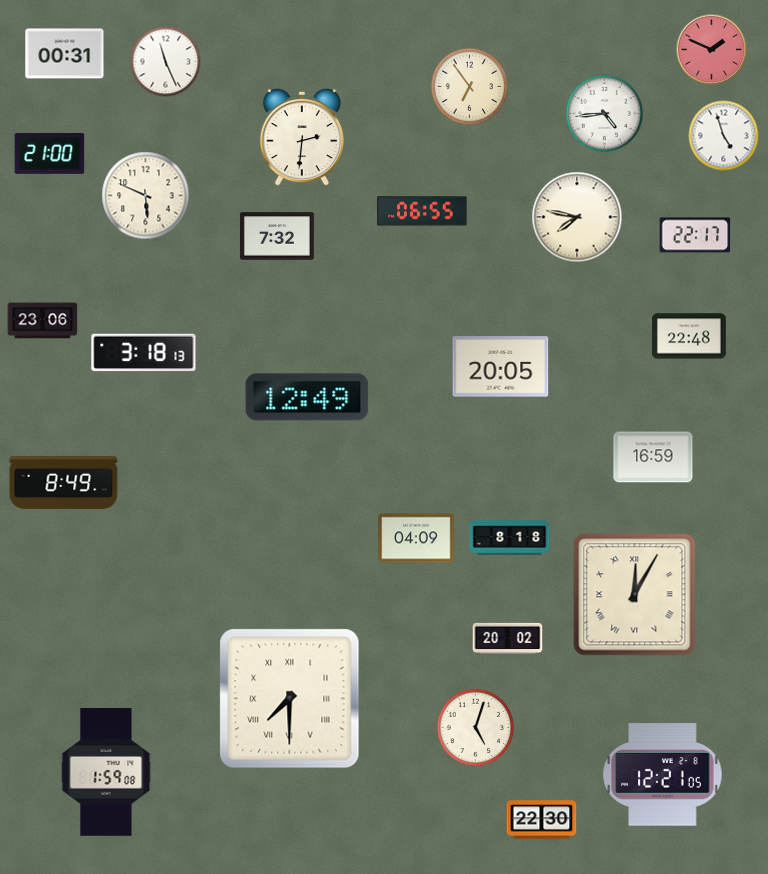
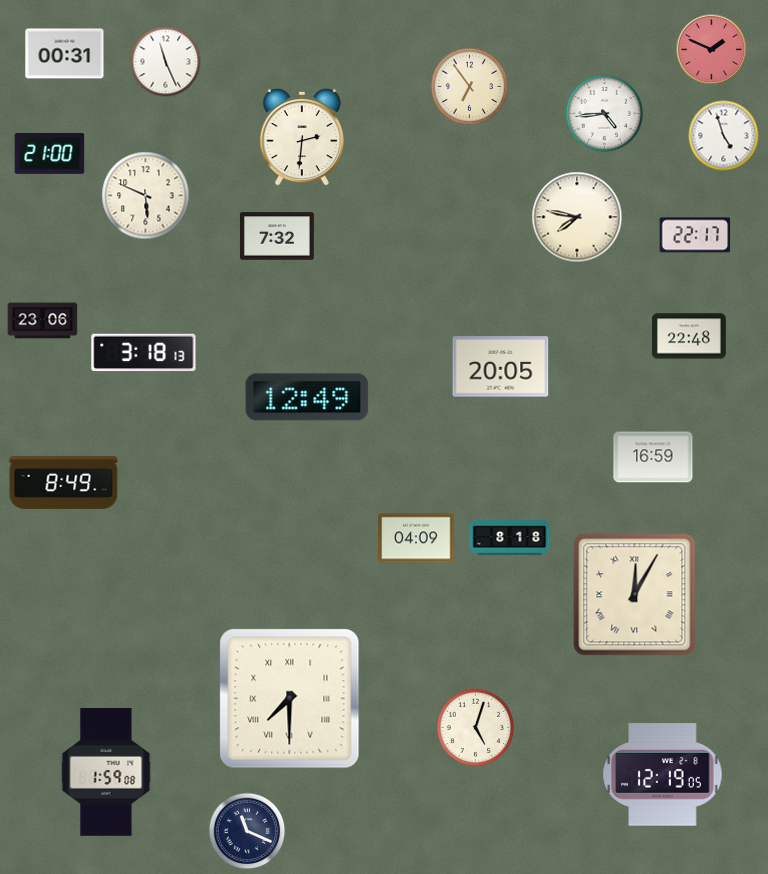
clock at (422, 211): 06:55 -> none
clock at (508, 638): 20:02 -> none
clock at (663, 775): 12:21 -> 12:19
clock at (542, 820): 22:30 -> none
clock at (247, 831): none -> 11:19
